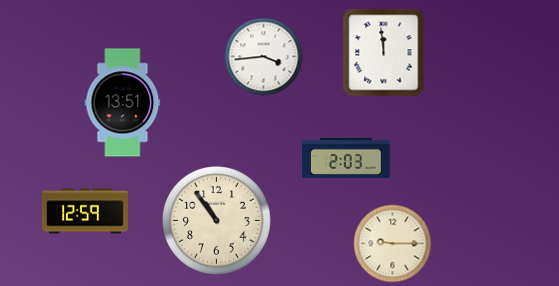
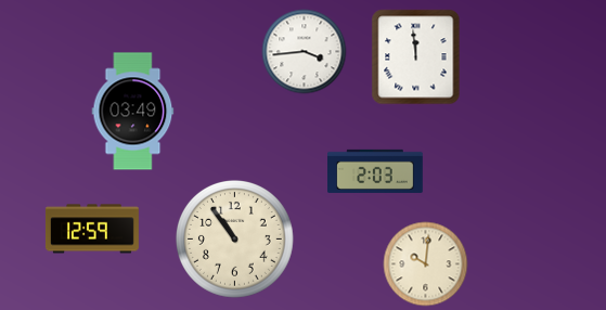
clock at (263, 56) position: (263, 56) -> (304, 51)
clock at (123, 103): 13:51 -> 03:49
clock at (392, 243): 9:15 -> 10:01
